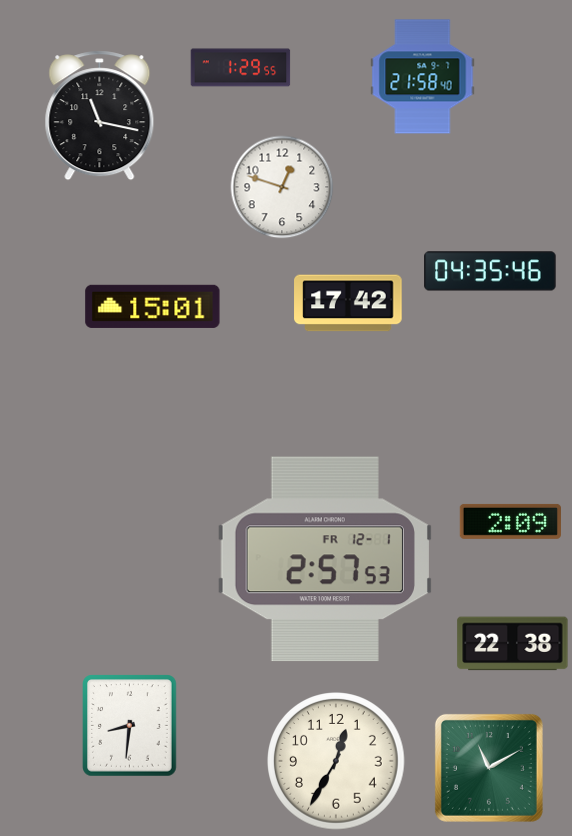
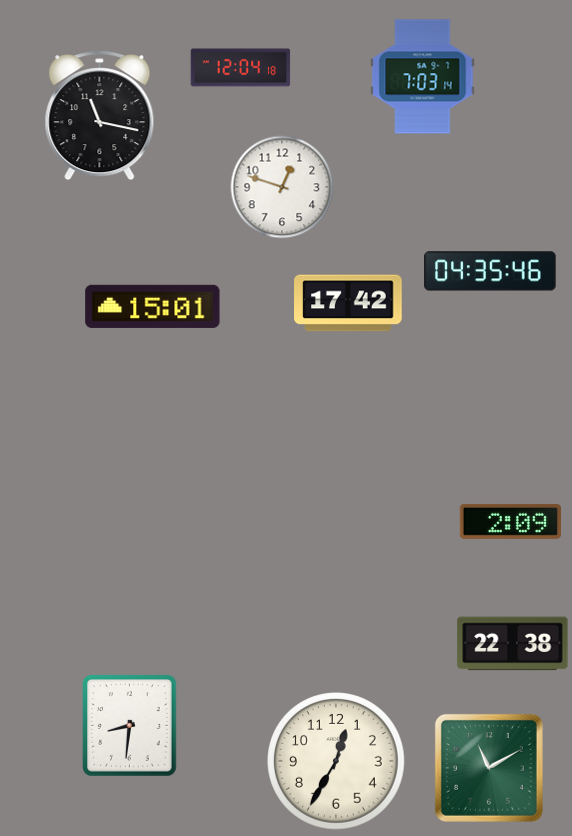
clock at (241, 68): 1:29 -> 12:04
clock at (423, 77): 21:58 -> 7:03
clock at (324, 559): 2:57 -> none
